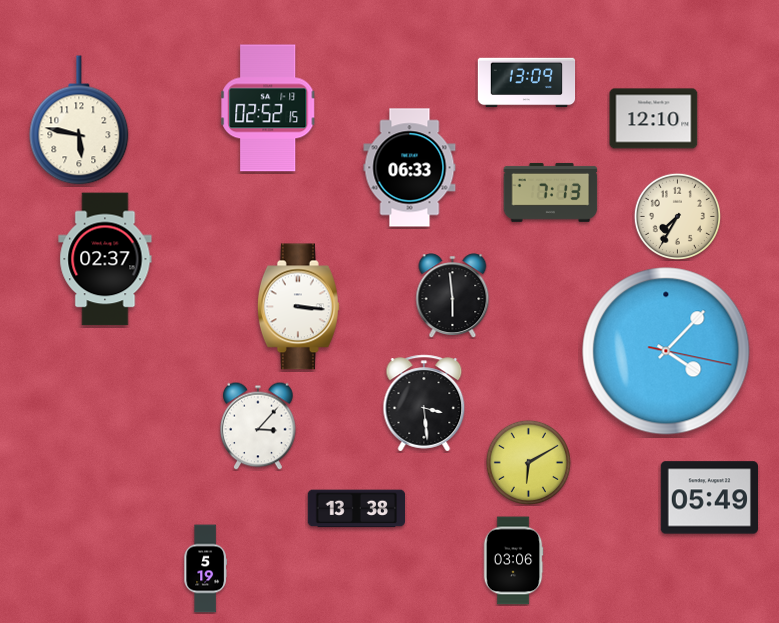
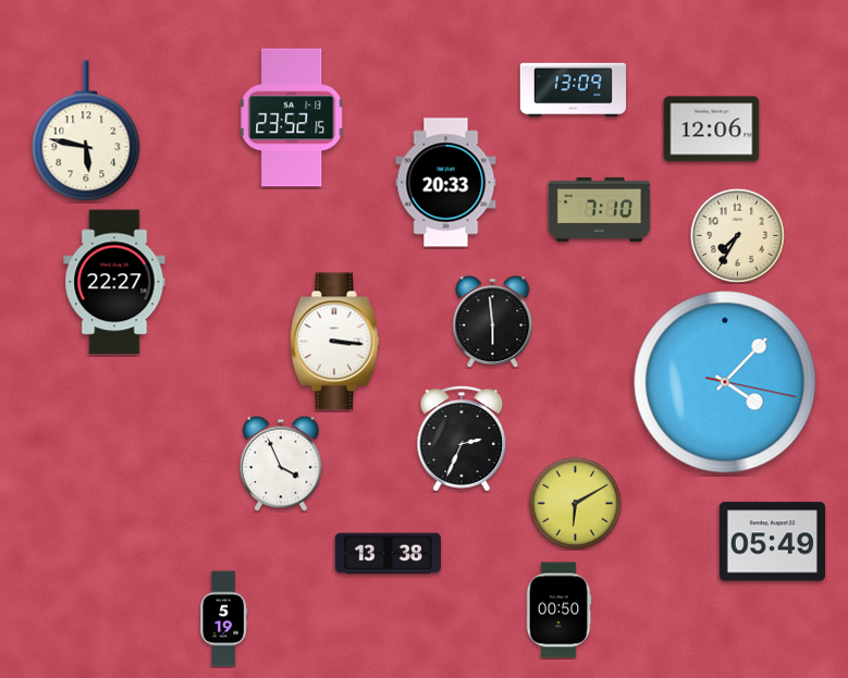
clock at (268, 108): 02:52 -> 23:52
clock at (654, 119): 12:10 -> 12:06
clock at (410, 168): 06:33 -> 20:33
clock at (551, 192): 7:13 -> 7:10
clock at (105, 259): 02:37 -> 22:27
clock at (298, 307) position: (298, 307) -> (334, 342)
clock at (424, 403): 3:29 -> 2:34
clock at (258, 426): 3:07 -> 3:56
clock at (513, 561): 03:06 -> 00:50
